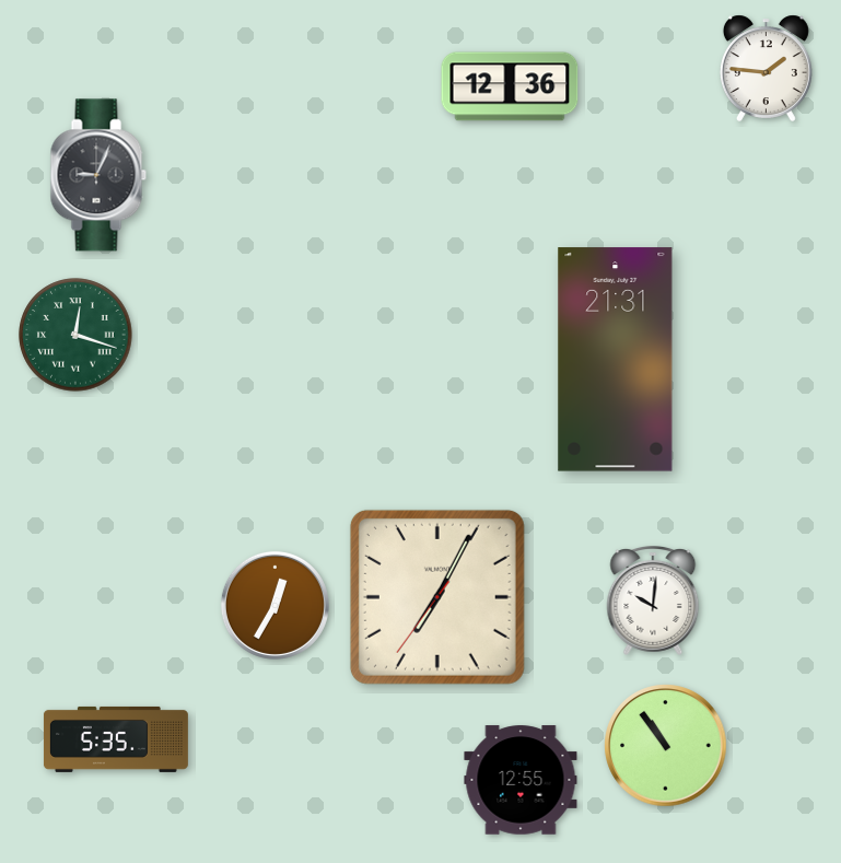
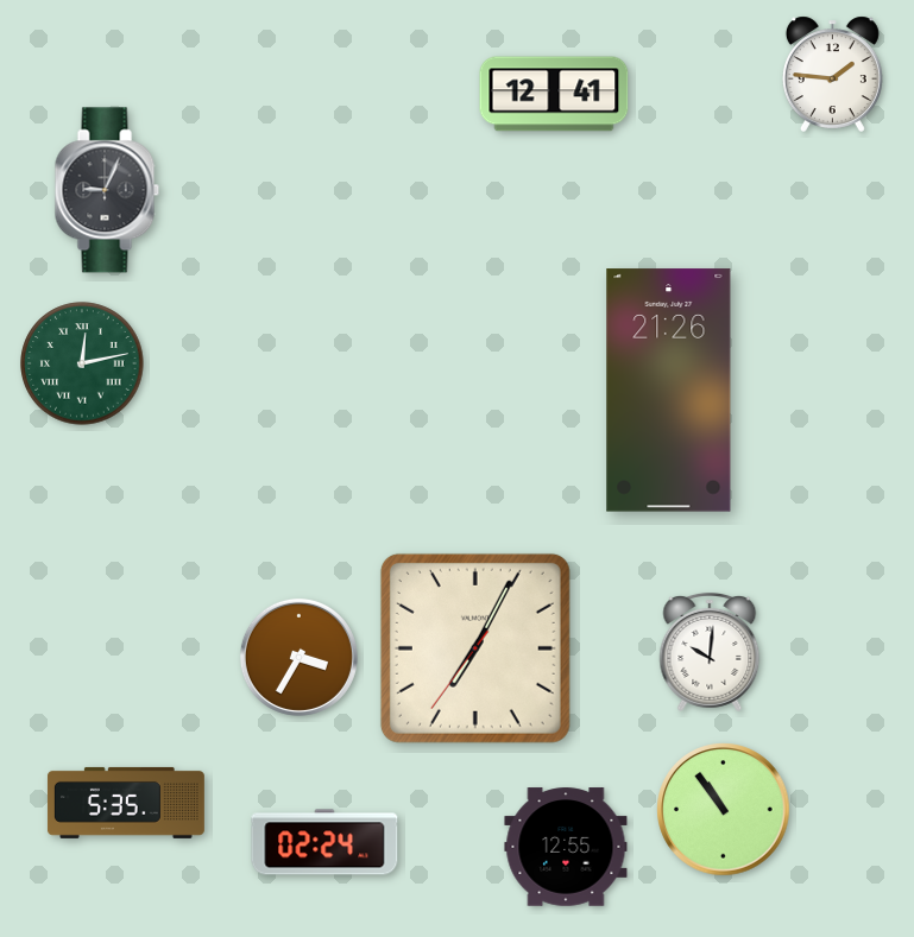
clock at (510, 86): 12:36 -> 12:41
clock at (75, 335): 12:18 -> 12:13
clock at (616, 360): 21:31 -> 21:26
clock at (275, 605): 12:35 -> 3:35
clock at (324, 842): none -> 02:24
